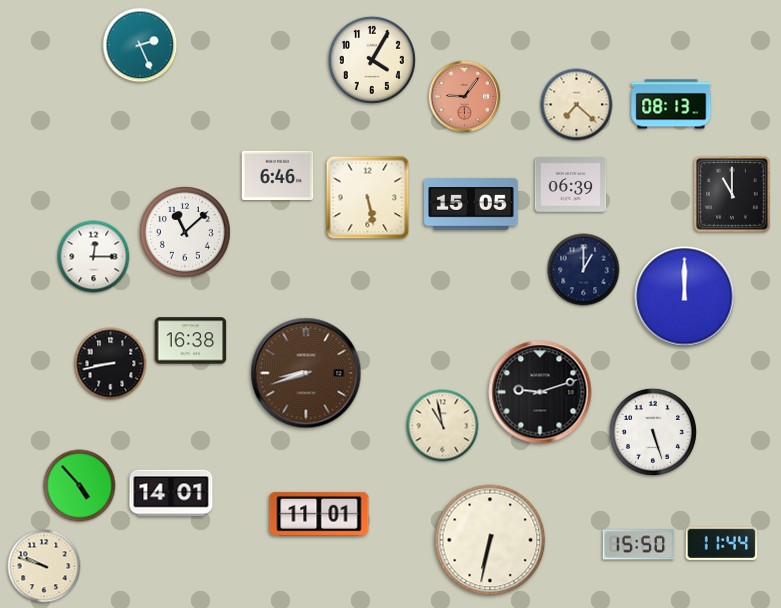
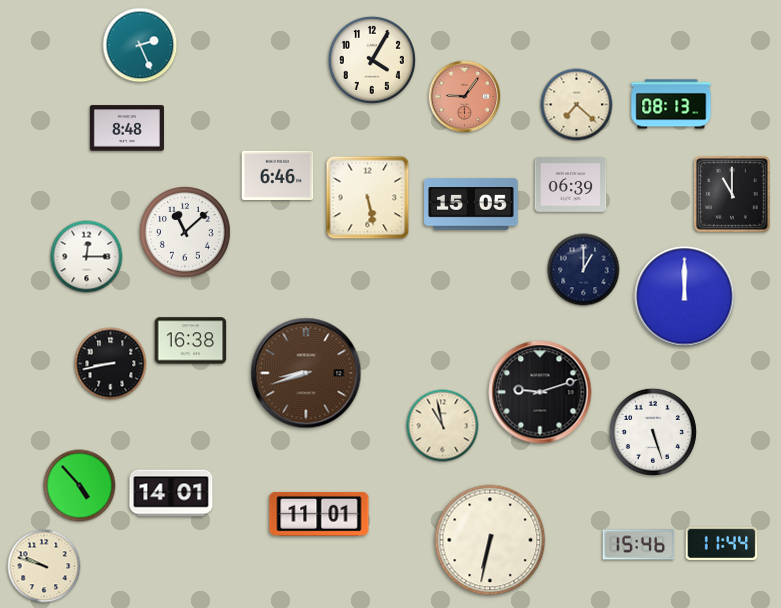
clock at (127, 128): none -> 8:48
clock at (94, 257) position: (94, 257) -> (87, 257)
clock at (639, 545): 15:50 -> 15:46
